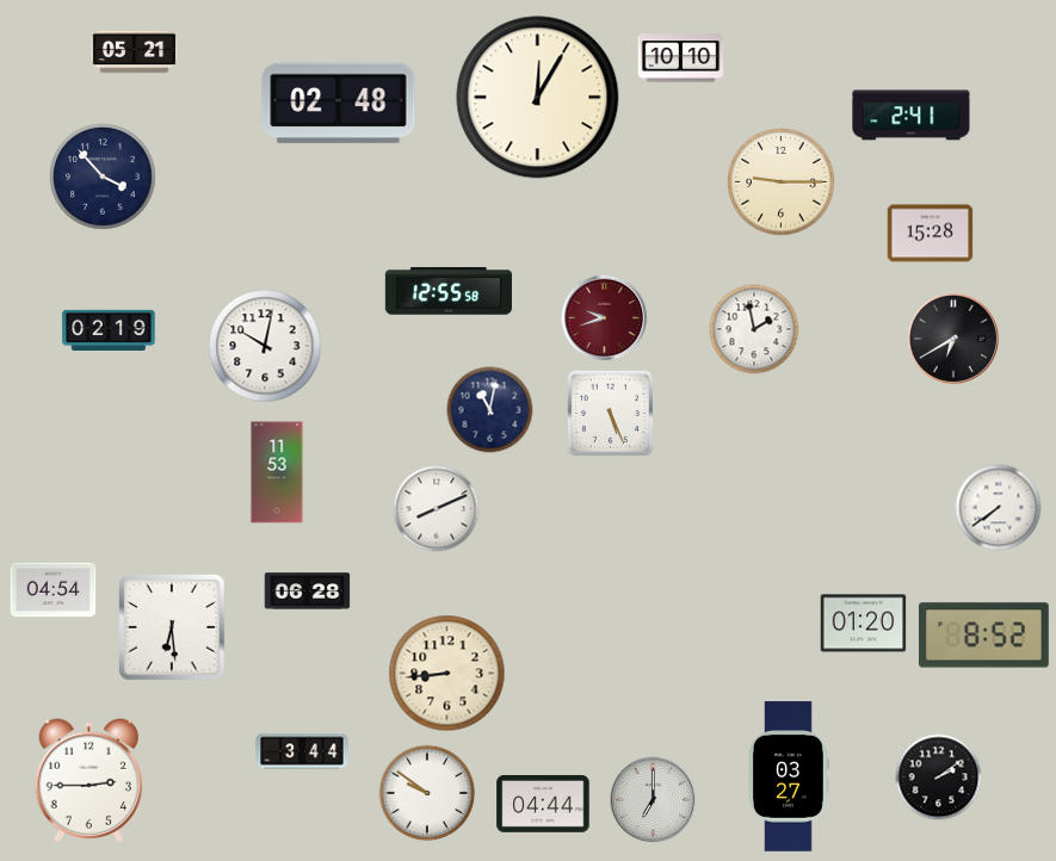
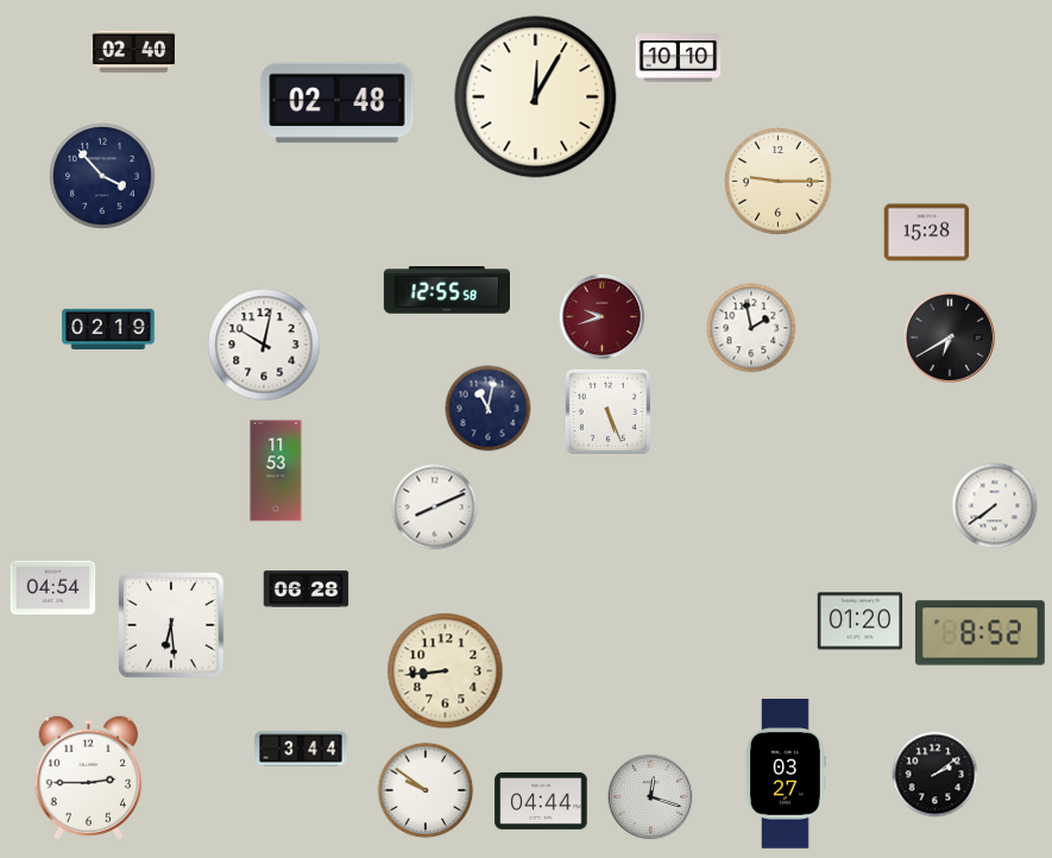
clock at (135, 52): 05:21 -> 02:40
clock at (912, 116): 2:41 -> none
clock at (654, 800): 7:00 -> 12:18
